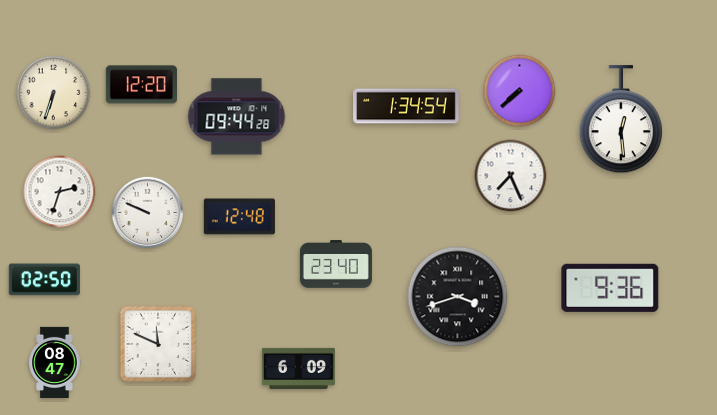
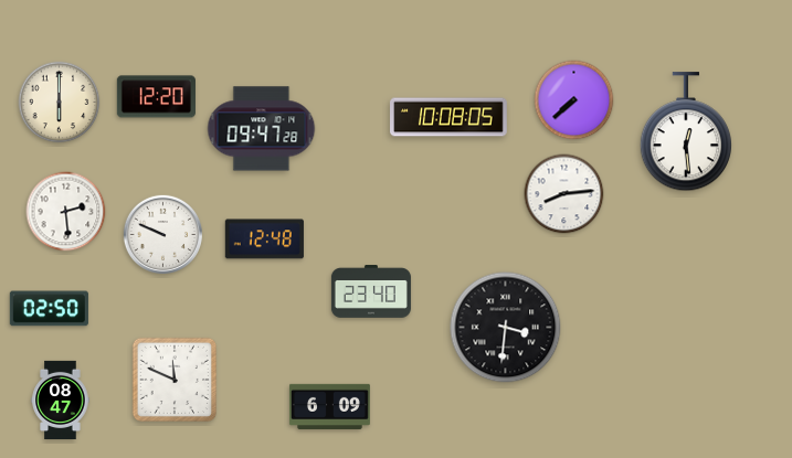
clock at (141, 85) position: (141, 85) -> (156, 97)
clock at (54, 93): 6:33 -> 6:00
clock at (406, 106): 1:34 -> 10:08
clock at (237, 117): 09:44 -> 09:47
clock at (511, 176): 7:26 -> 8:14
clock at (60, 192): 2:33 -> 2:29
clock at (610, 288): 9:36 -> none
clock at (458, 297): 3:42 -> 3:31
